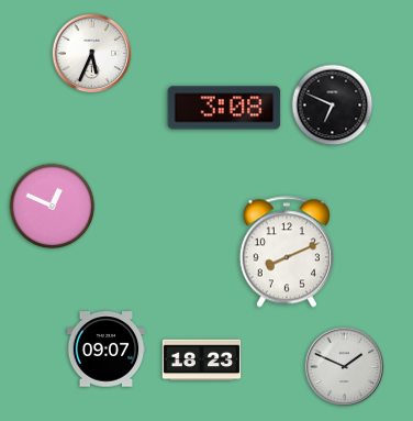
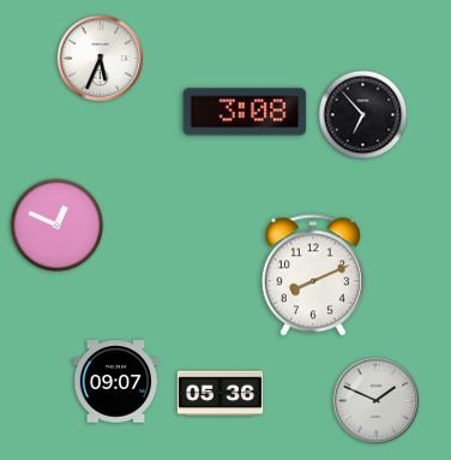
clock at (333, 106): 6:49 -> 6:53
clock at (224, 108) position: (224, 108) -> (245, 112)
clock at (202, 361): 18:23 -> 05:36
